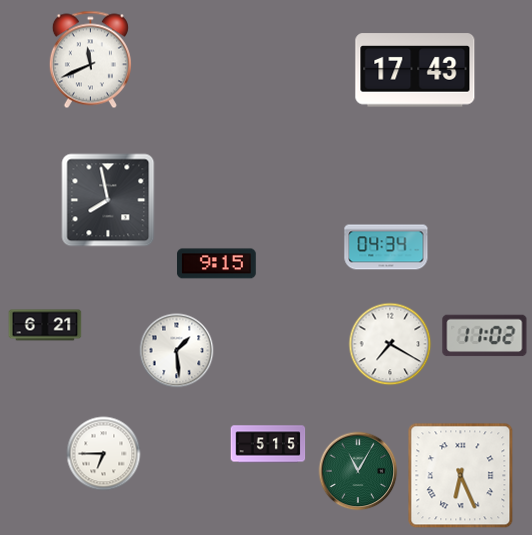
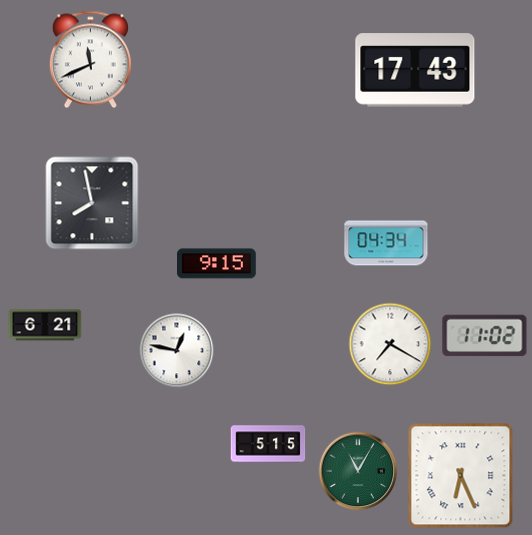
clock at (108, 200) position: (108, 200) -> (92, 203)
clock at (386, 247) position: (386, 247) -> (386, 243)
clock at (177, 351): 1:29 -> 12:47
clock at (104, 454): 6:45 -> none
